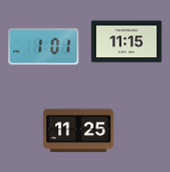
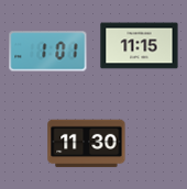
clock at (79, 131): 11:25 -> 11:30
